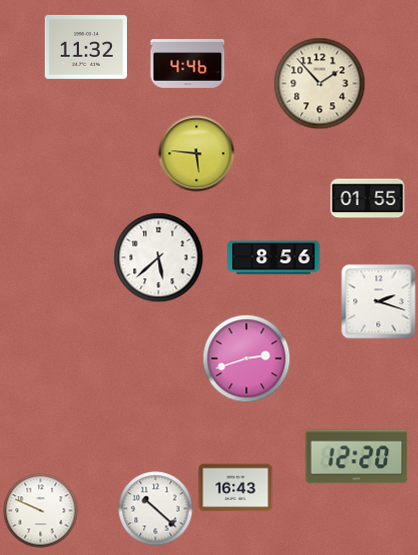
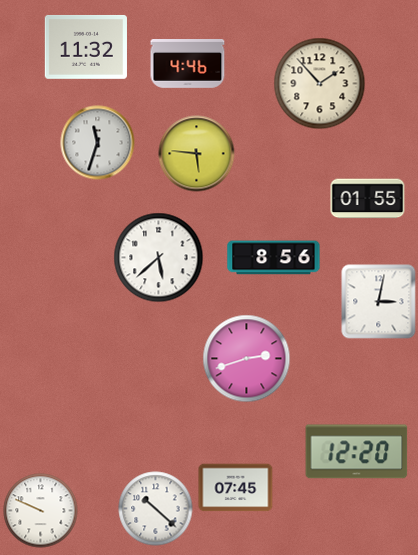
clock at (98, 143): none -> 11:33
clock at (379, 302): 2:18 -> 3:02
clock at (357, 457) position: (357, 457) -> (357, 452)
clock at (236, 488): 16:43 -> 07:45
